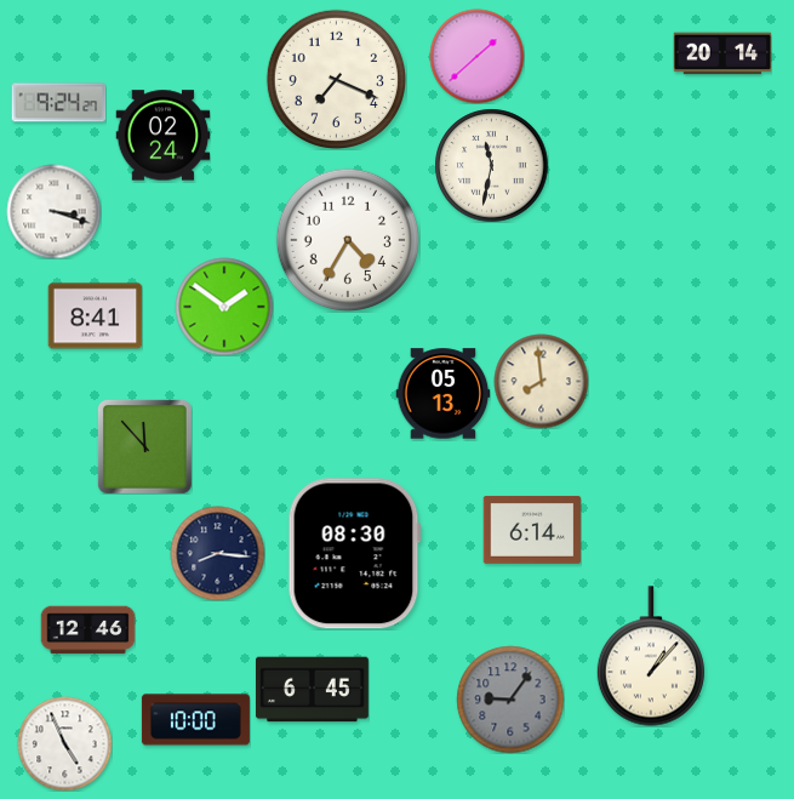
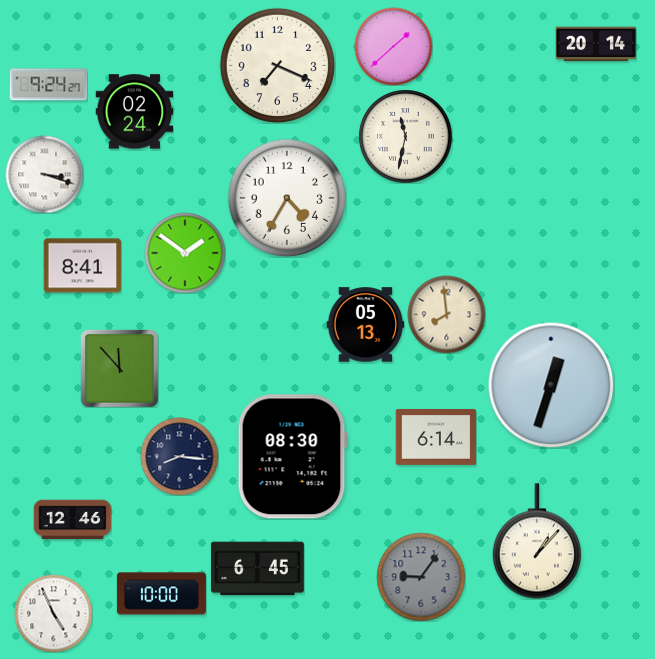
clock at (95, 316) position: (95, 316) -> (82, 266)
clock at (551, 385): none -> 12:33
clock at (532, 530) position: (532, 530) -> (436, 437)
